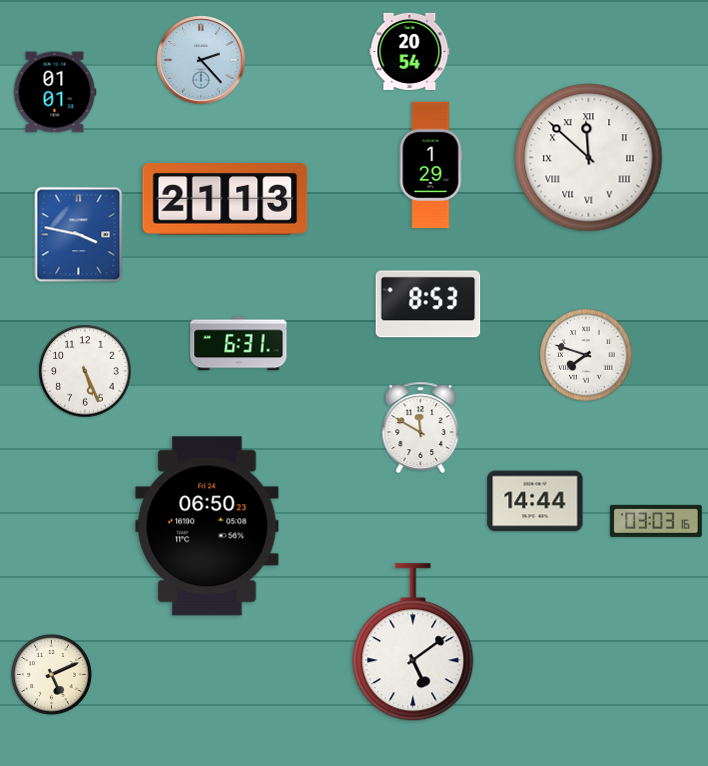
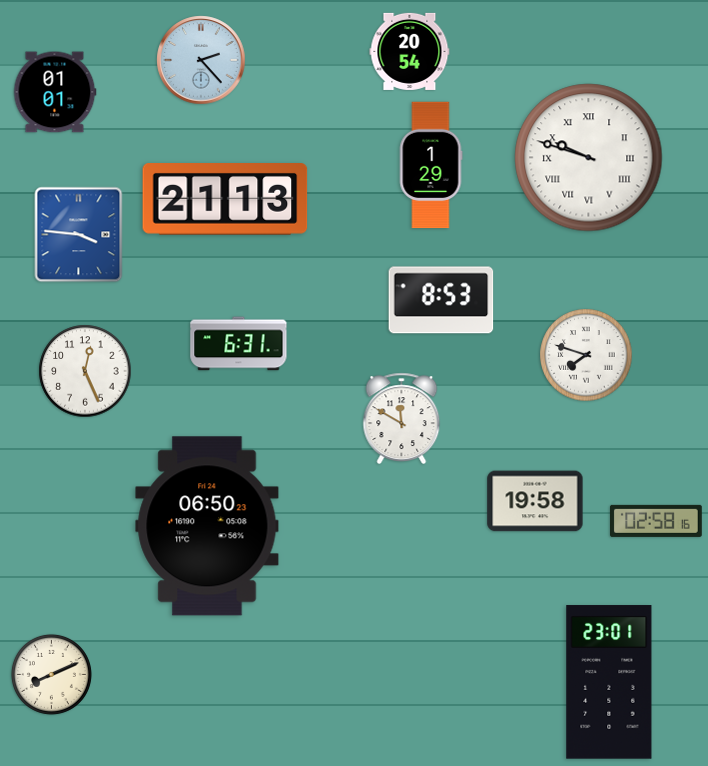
clock at (589, 158): 11:52 -> 9:48
clock at (79, 235): 3:47 -> 3:46
clock at (428, 304) position: (428, 304) -> (441, 300)
clock at (85, 371): 5:26 -> 12:26
clock at (421, 428) position: (421, 428) -> (402, 419)
clock at (535, 501): 14:44 -> 19:58
clock at (657, 521): 03:03 -> 02:58
clock at (413, 643): 5:09 -> none
clock at (51, 674): 5:11 -> 8:11
clock at (609, 682): none -> 23:01
